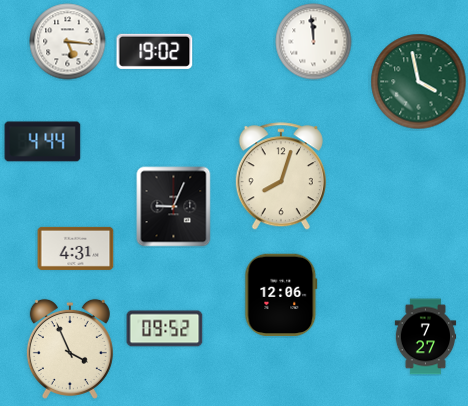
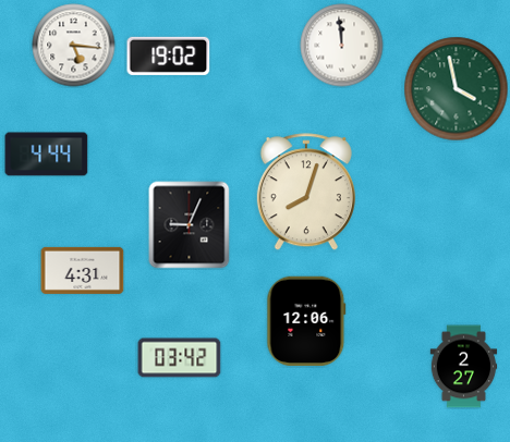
clock at (165, 329): 09:52 -> 03:42
clock at (426, 337): 7:27 -> 2:27
clock at (70, 349): 3:56 -> none
